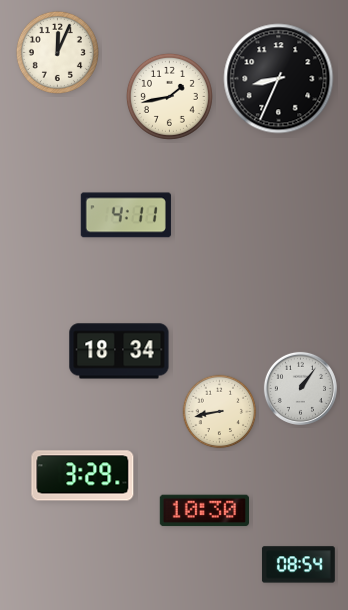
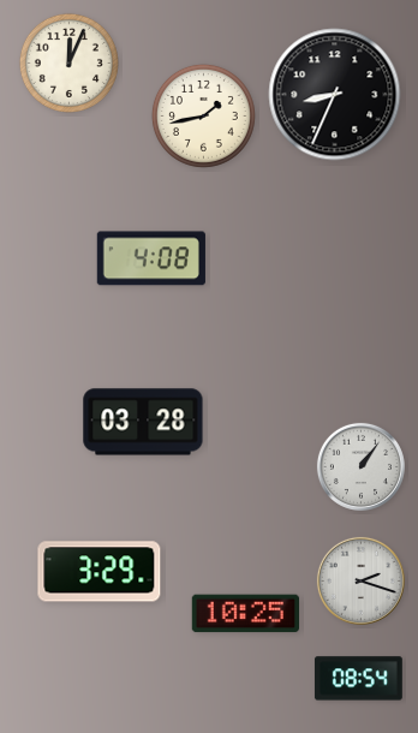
clock at (126, 215): 4:11 -> 4:08
clock at (119, 351): 18:34 -> 03:28
clock at (220, 412): 8:43 -> none
clock at (360, 580): none -> 2:18
clock at (204, 511): 10:30 -> 10:25
